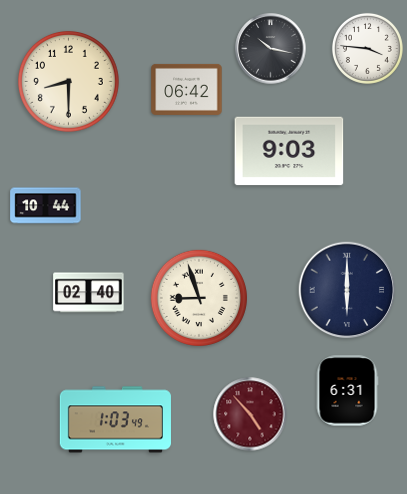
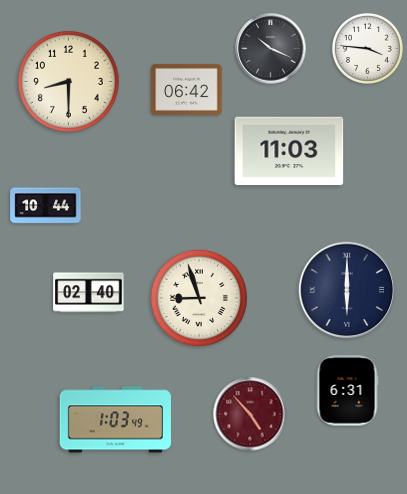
clock at (271, 49): 10:17 -> 10:19
clock at (289, 151): 9:03 -> 11:03
